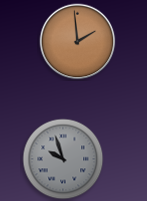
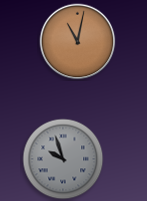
clock at (78, 42): 1:59 -> 11:02
